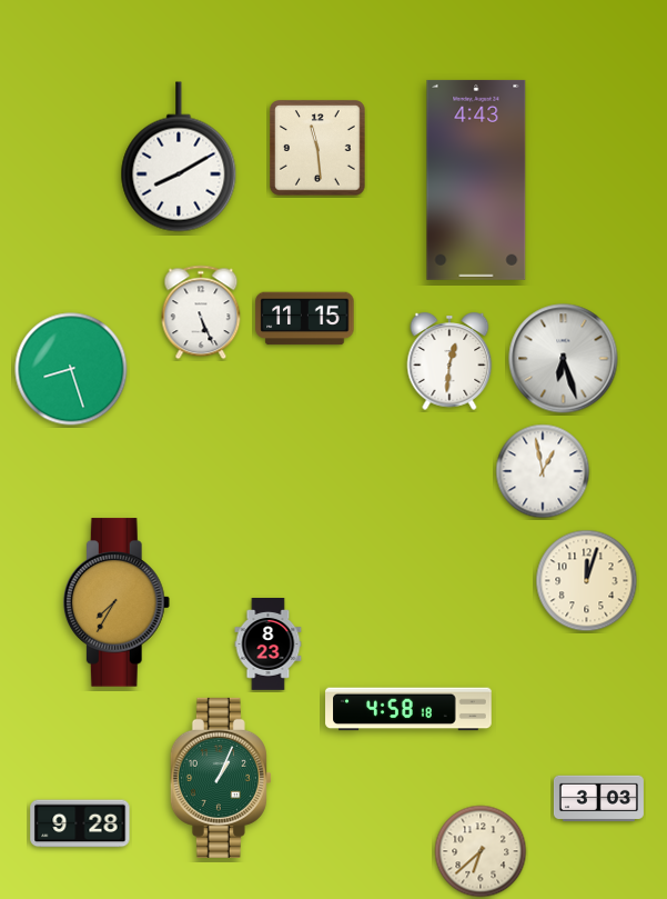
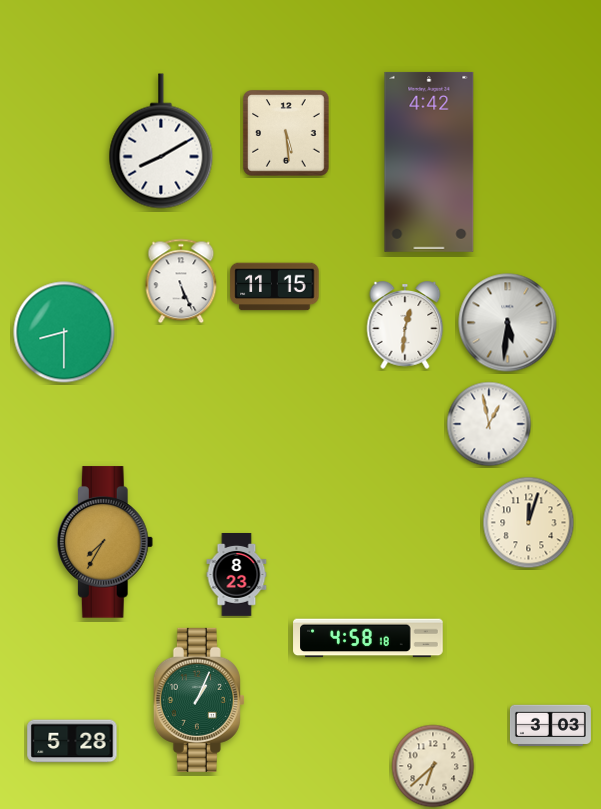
clock at (317, 148): 11:29 -> 5:29
clock at (476, 180): 4:43 -> 4:42
clock at (564, 359): 6:27 -> 5:31
clock at (71, 369): 8:27 -> 8:30
clock at (269, 645) position: (269, 645) -> (237, 575)
clock at (598, 799) position: (598, 799) -> (550, 726)
clock at (80, 823): 9:28 -> 5:28
